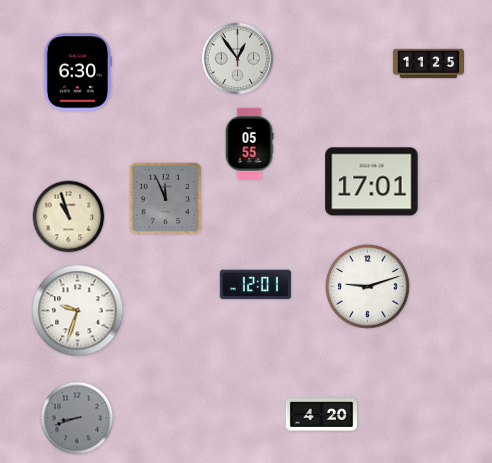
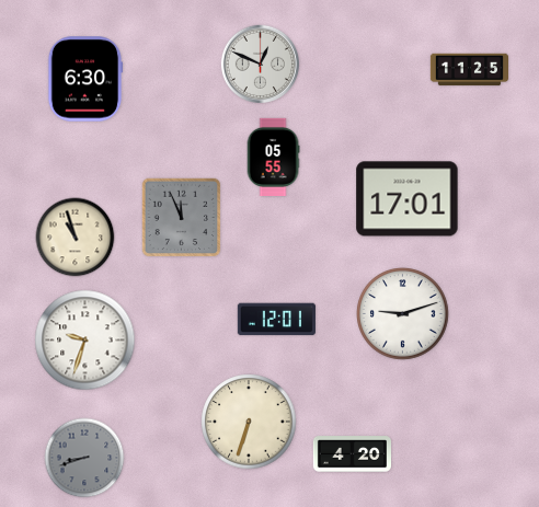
clock at (237, 58): 12:54 -> 12:49
clock at (255, 285) position: (255, 285) -> (276, 320)
clock at (249, 422): none -> 6:33
